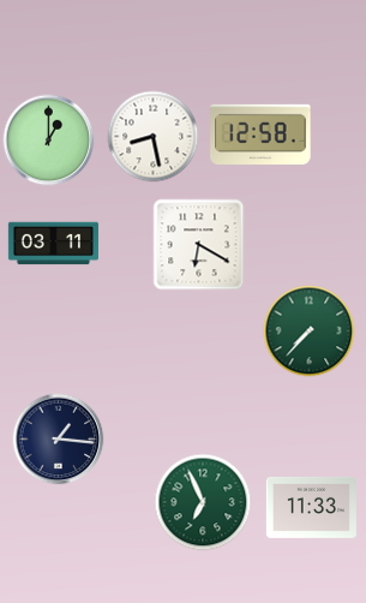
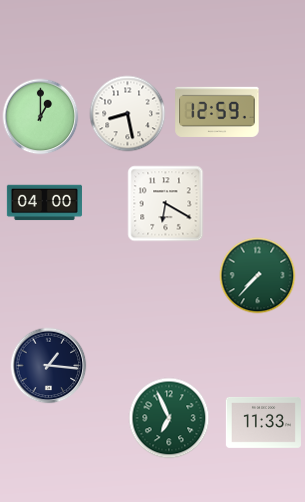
clock at (260, 135): 12:58 -> 12:59
clock at (53, 244): 03:11 -> 04:00
clock at (311, 507) position: (311, 507) -> (263, 422)
